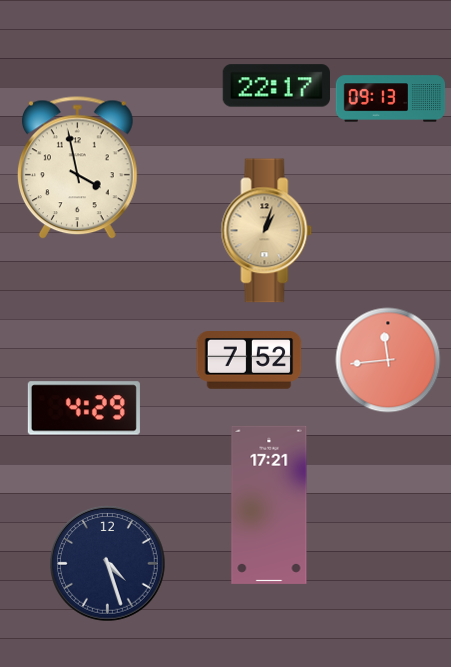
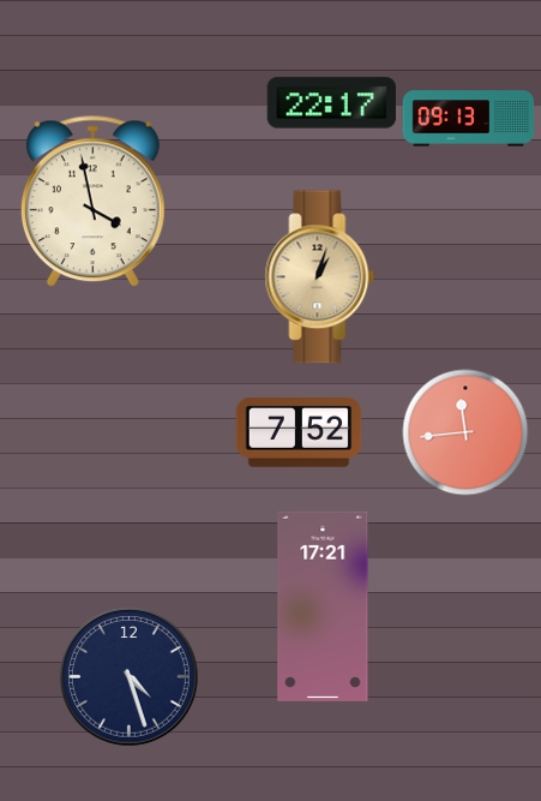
clock at (84, 408): 4:29 -> none
